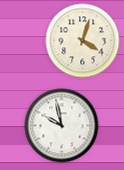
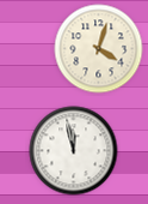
clock at (62, 126): 9:58 -> 11:58
